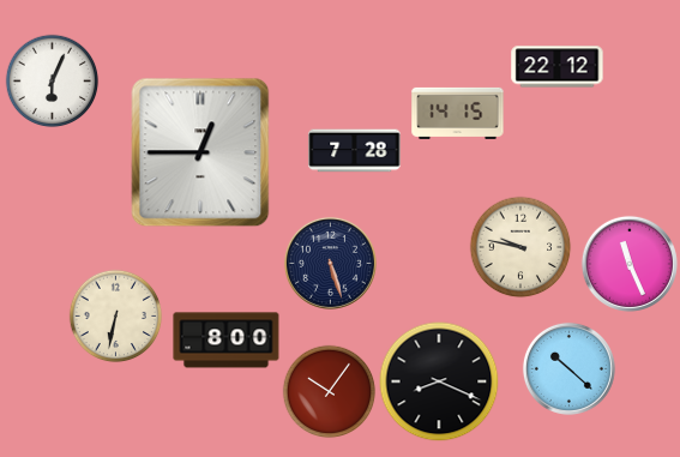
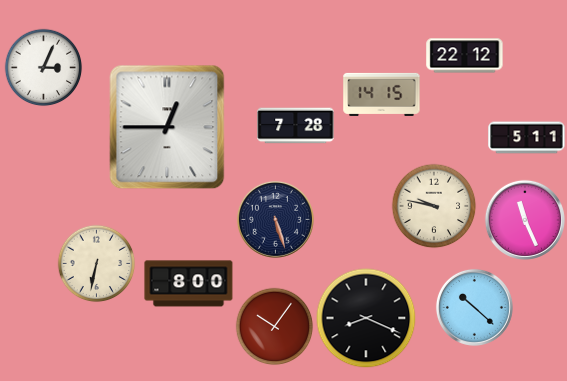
clock at (52, 80): 6:04 -> 3:04
clock at (527, 138): none -> 5:11
